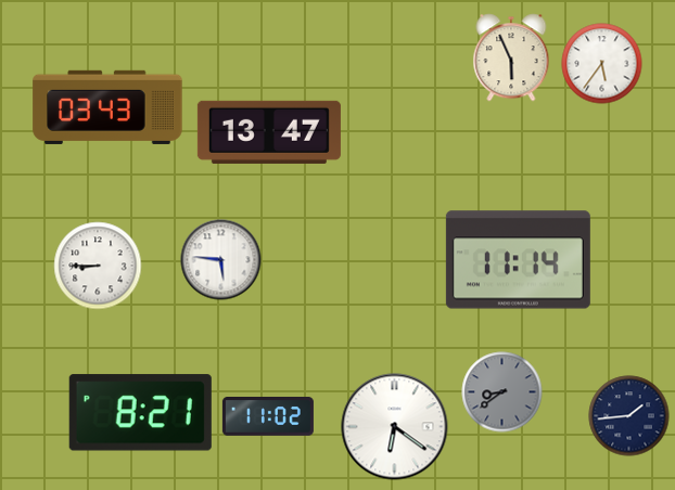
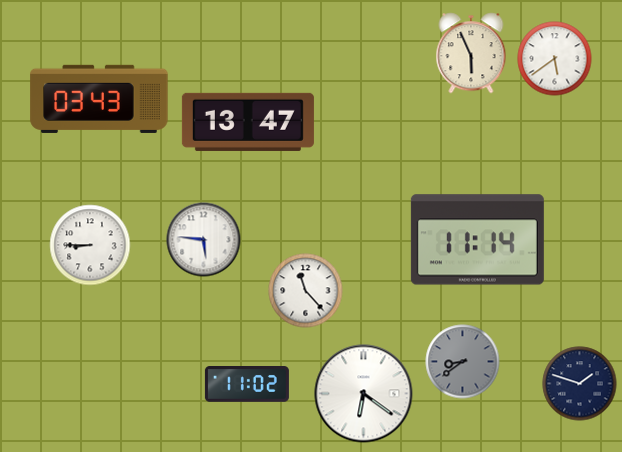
clock at (602, 64): 5:36 -> 5:39
clock at (306, 291): none -> 11:23
clock at (140, 413): 8:21 -> none
clock at (629, 416): 1:44 -> 1:48
